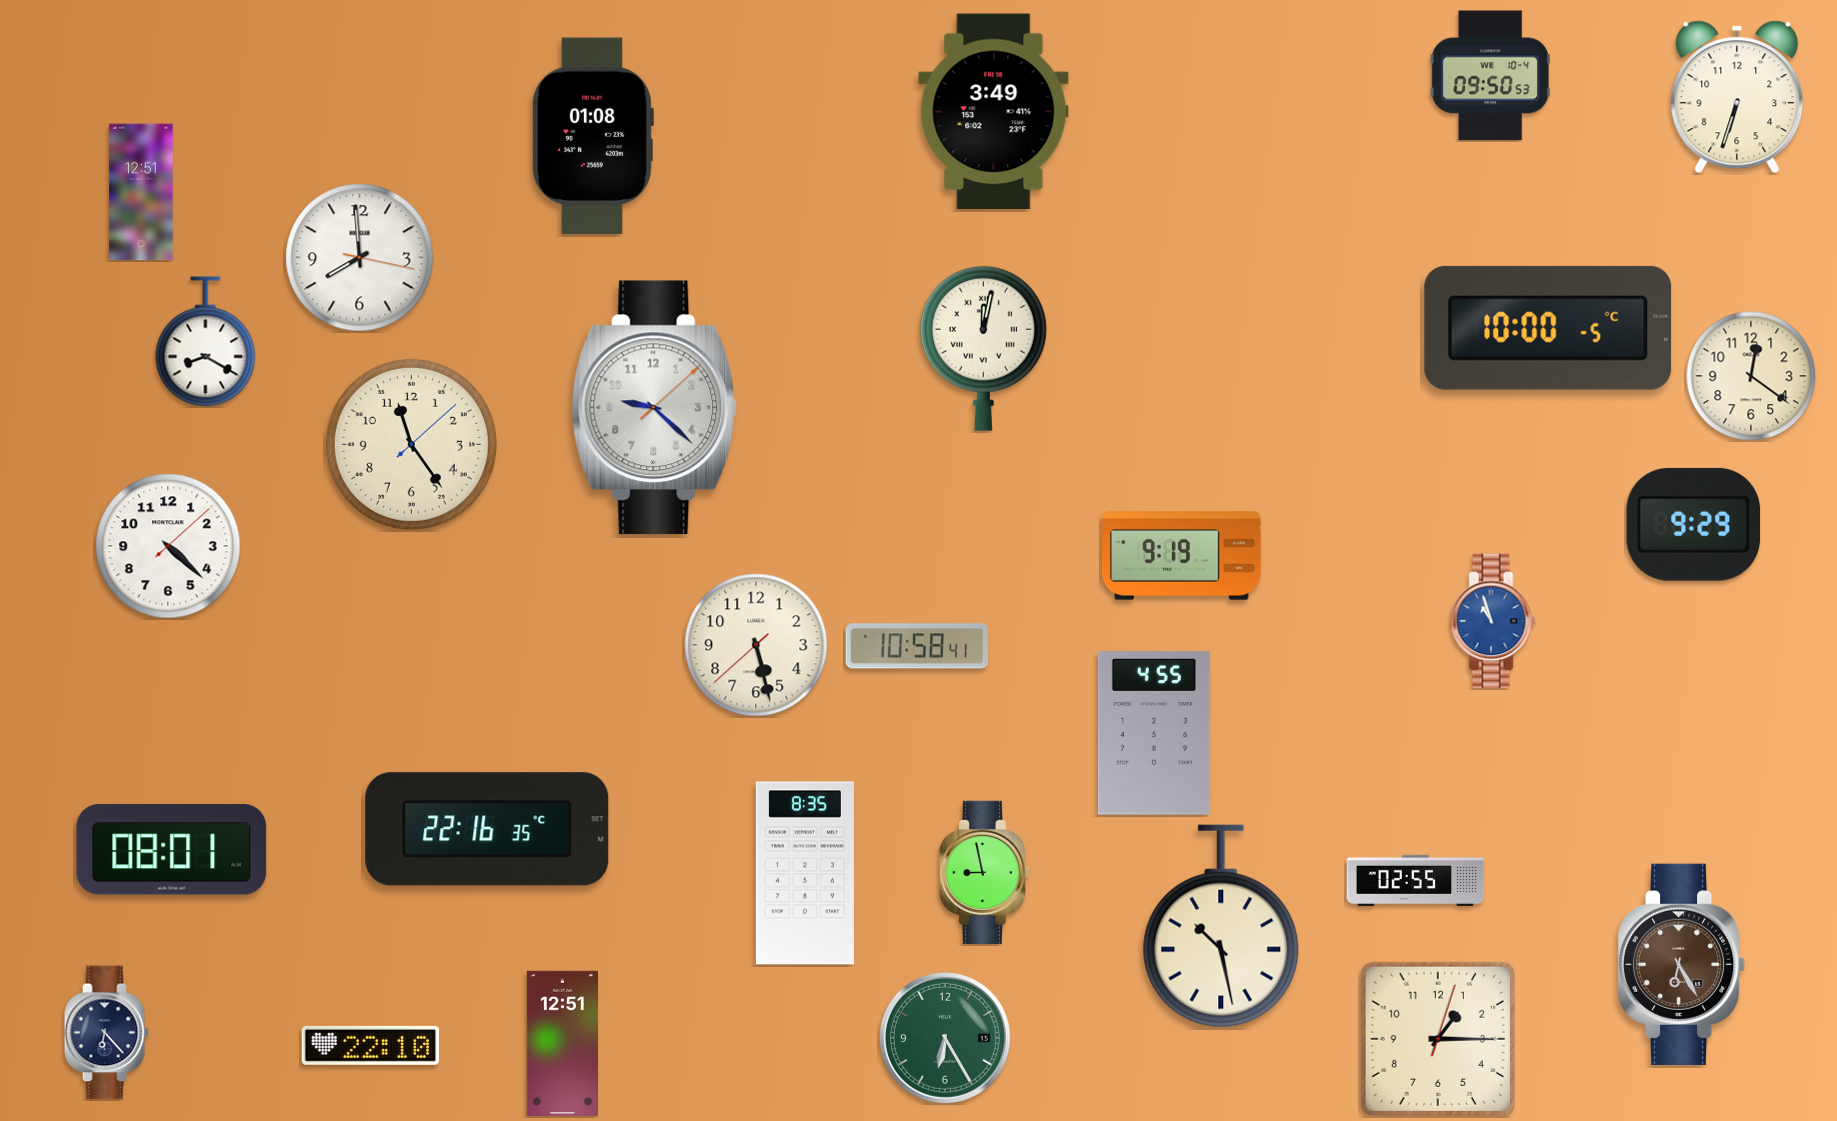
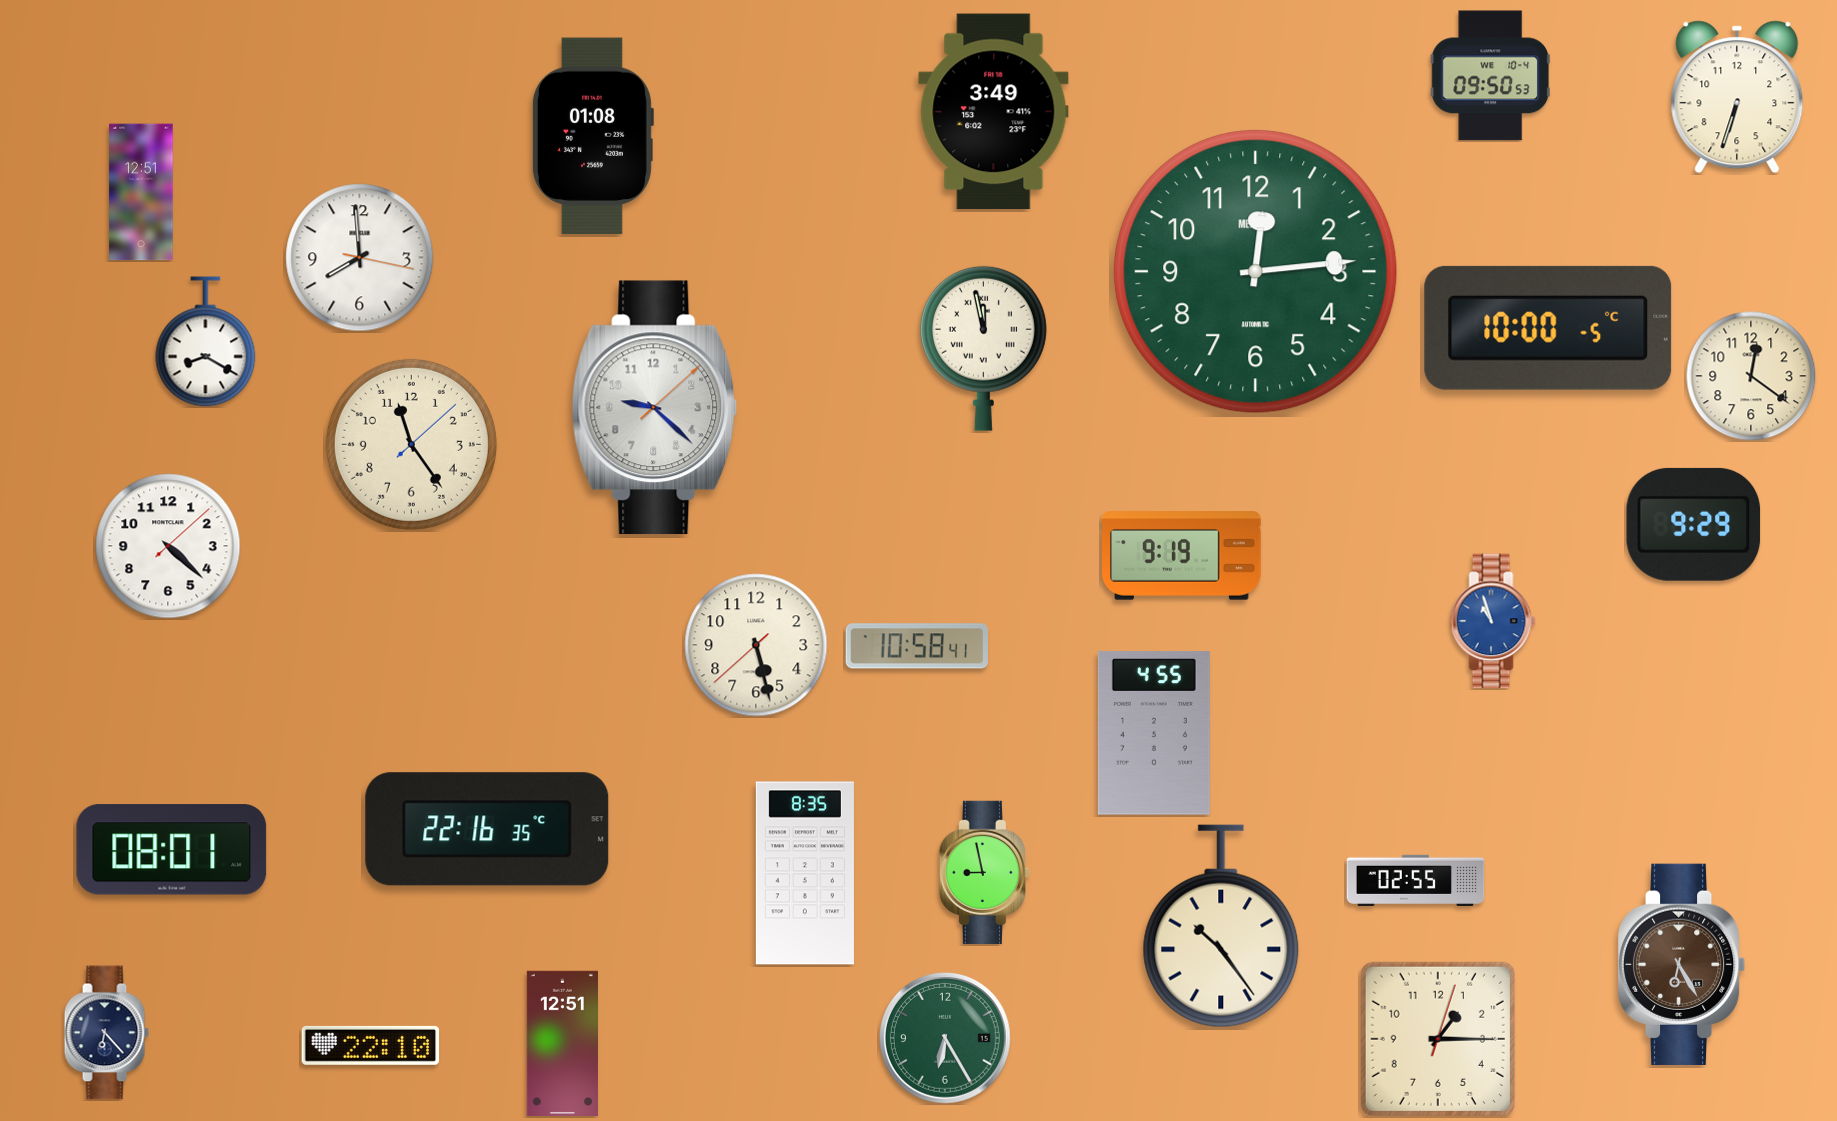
clock at (1256, 272): none -> 12:14
clock at (983, 348): 12:02 -> 11:58
clock at (1221, 926): 10:28 -> 10:24
